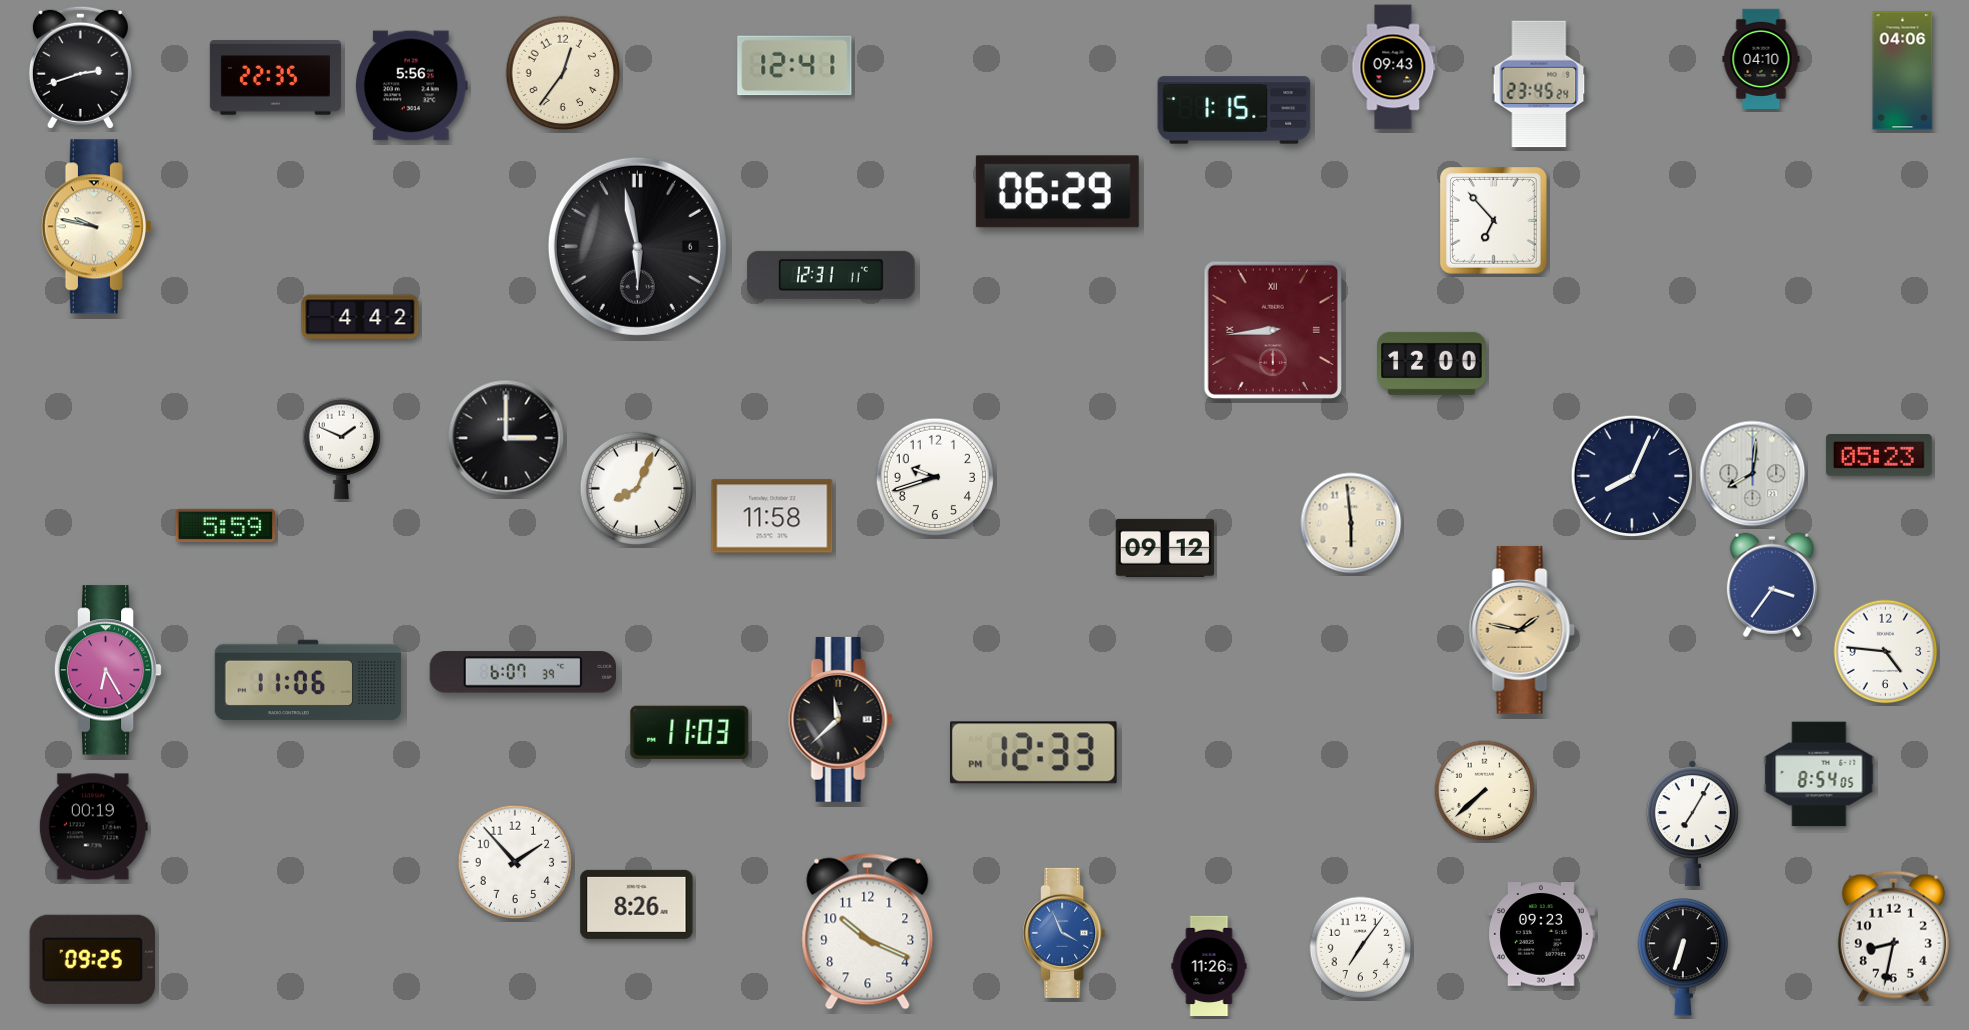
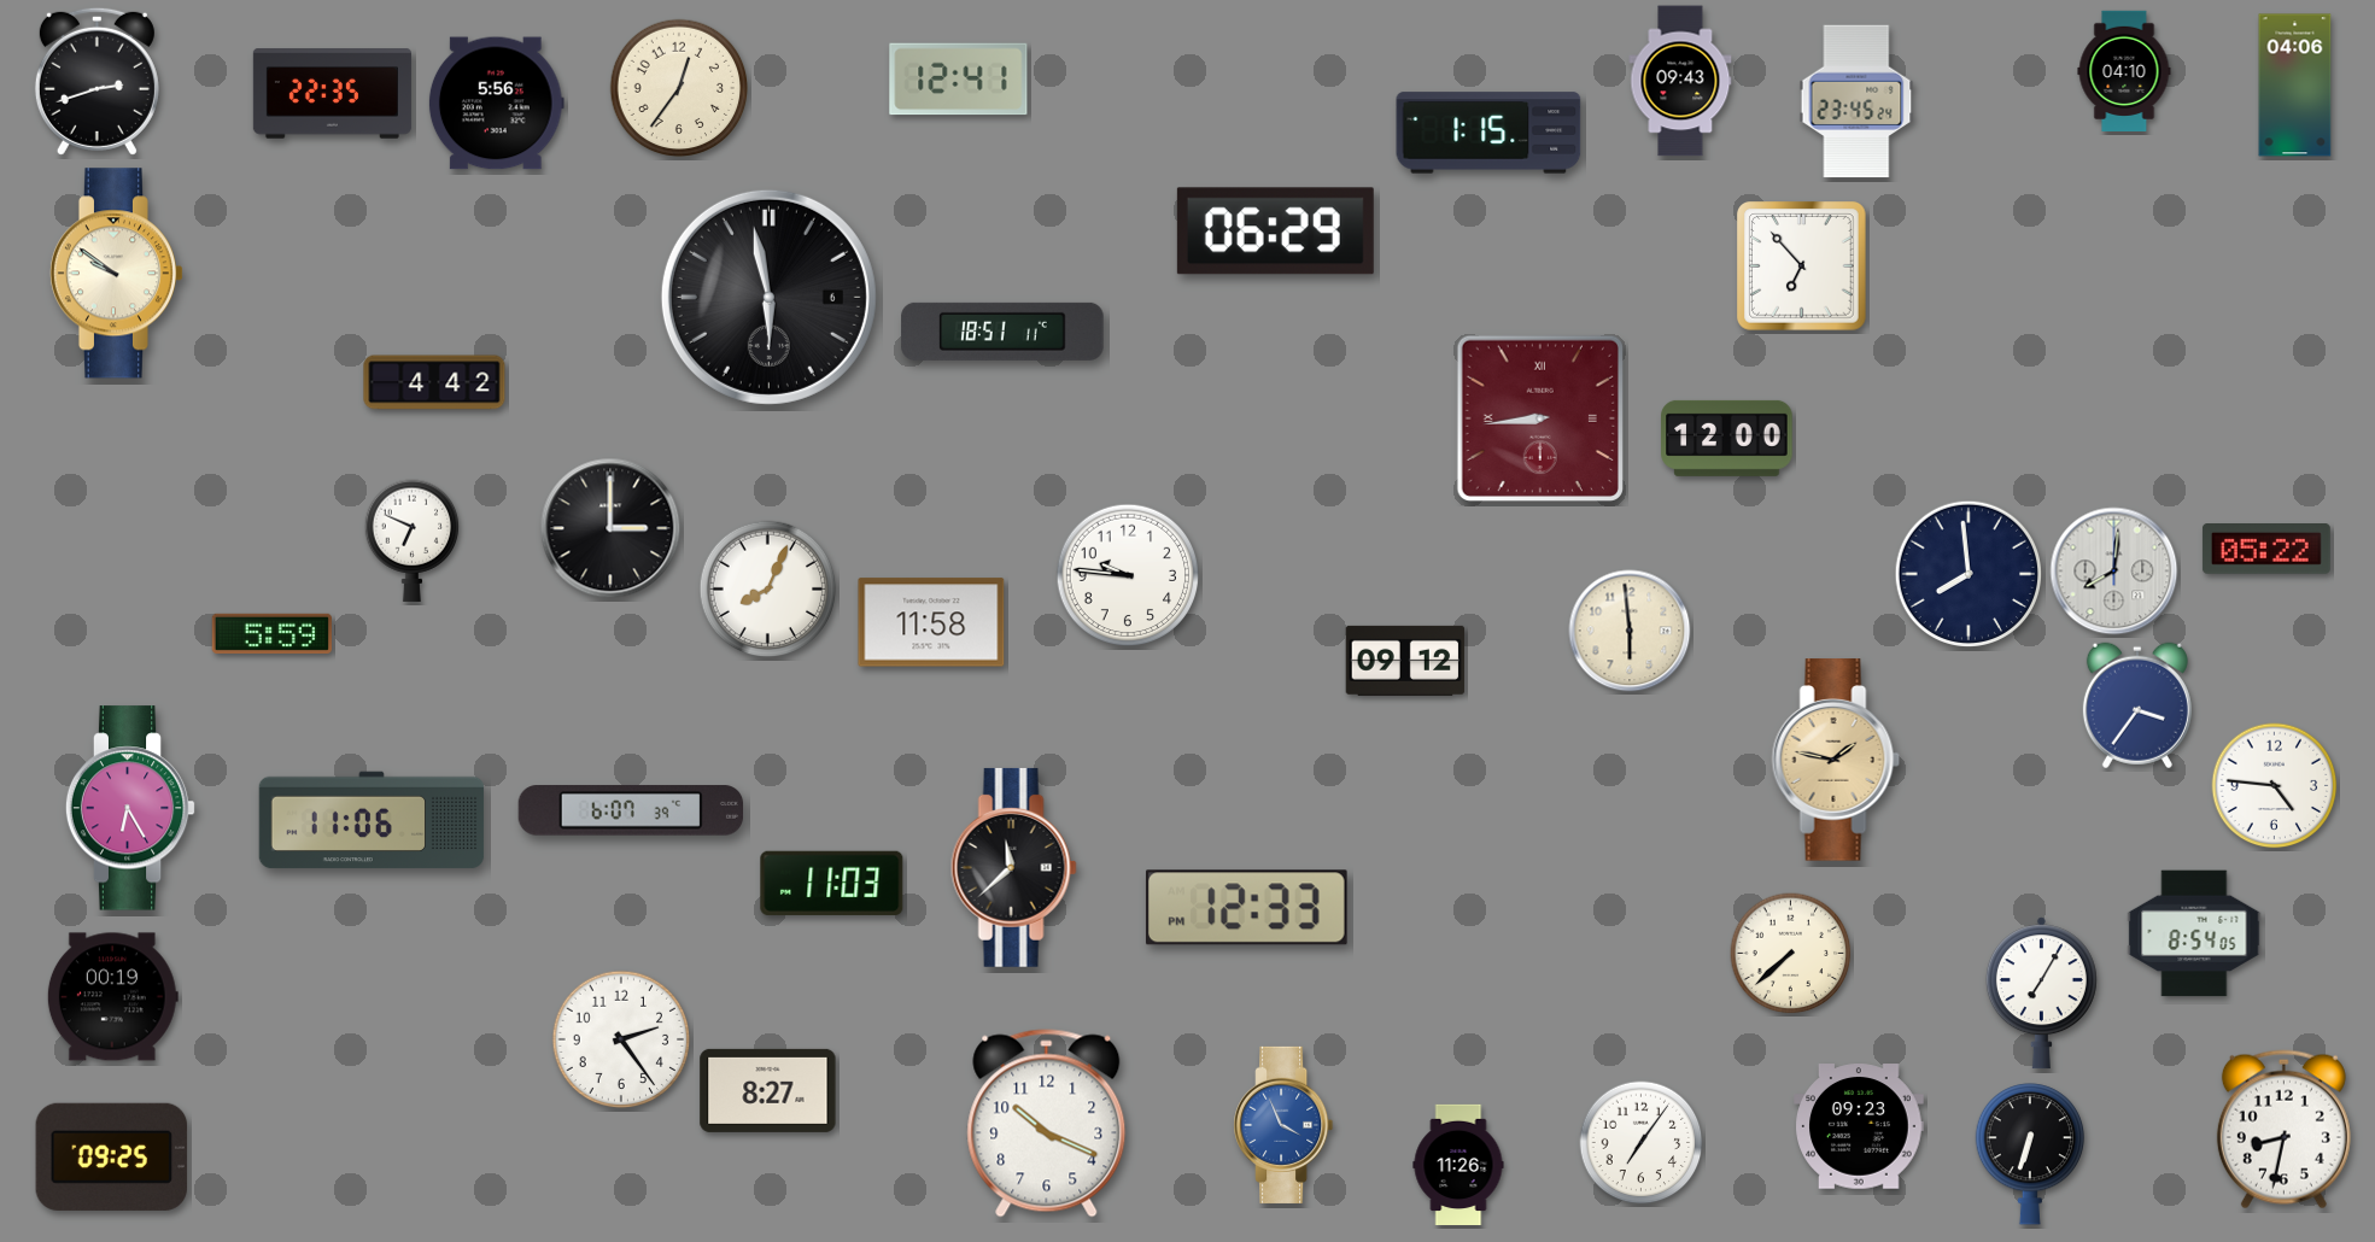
clock at (96, 227): 9:47 -> 9:51
clock at (831, 275): 12:31 -> 18:51
clock at (1273, 330) position: (1273, 330) -> (1540, 418)
clock at (342, 448): 1:49 -> 6:49
clock at (1879, 456): 05:23 -> 05:22
clock at (1632, 476): 8:04 -> 7:59
clock at (935, 477): 9:42 -> 9:46
clock at (515, 862): 1:53 -> 2:24
clock at (637, 904): 8:26 -> 8:27
